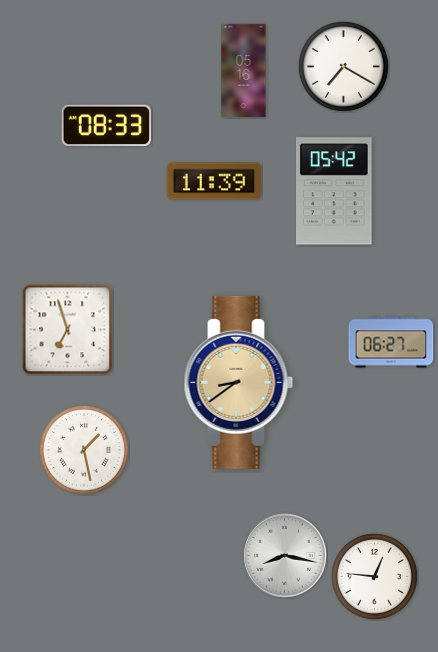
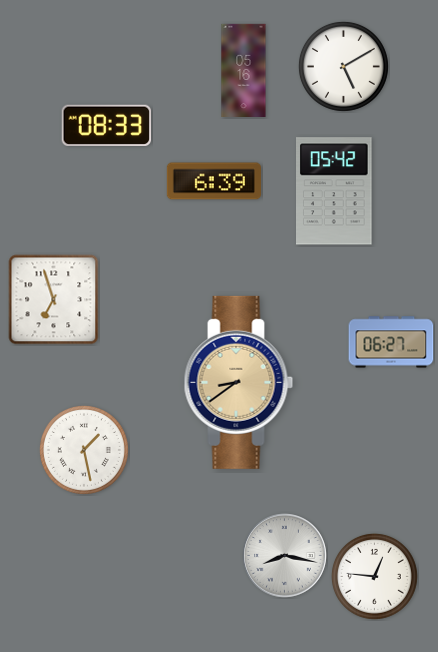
clock at (343, 66): 7:20 -> 5:10
clock at (214, 181): 11:39 -> 6:39
clock at (68, 330) position: (68, 330) -> (54, 300)
